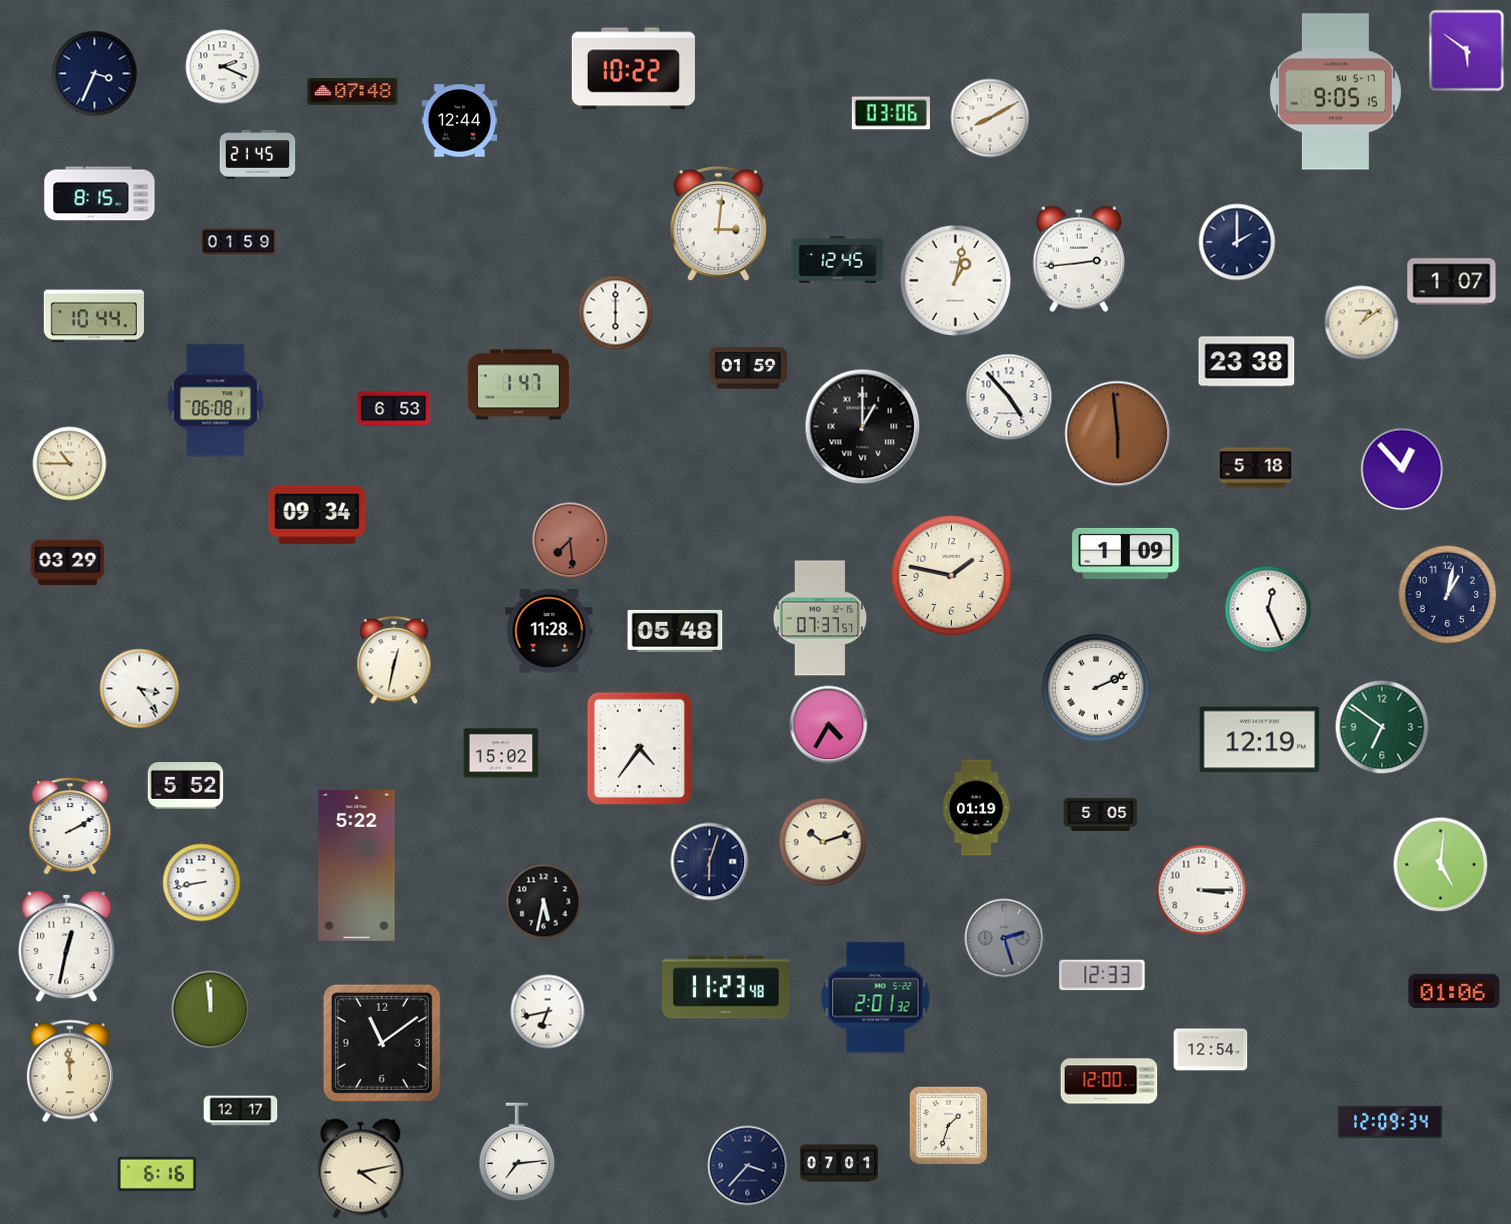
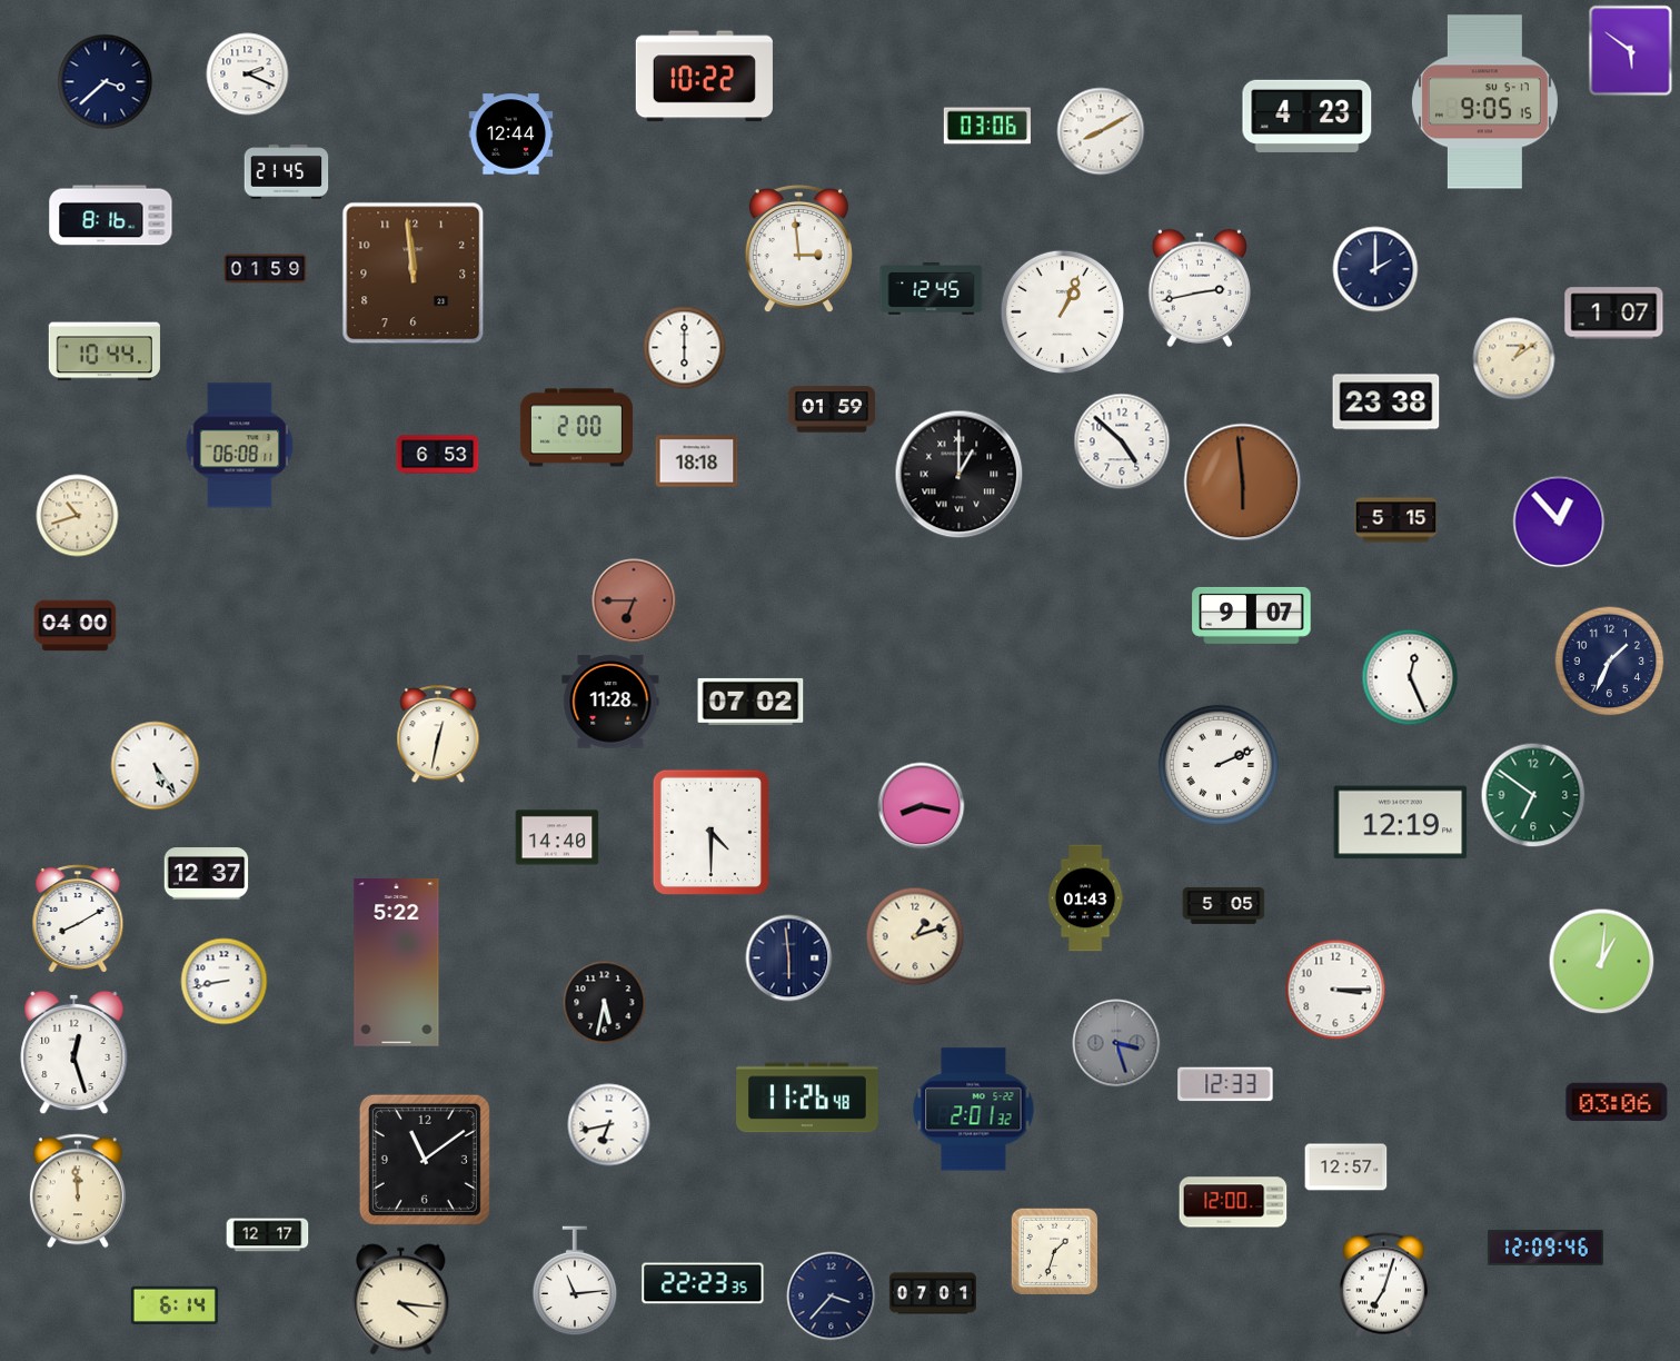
clock at (1467, 51) position: (1467, 51) -> (1631, 51)
clock at (95, 74): 3:34 -> 3:38
clock at (353, 92): 07:48 -> none
clock at (1308, 116): none -> 4:23
clock at (891, 113) position: (891, 113) -> (987, 126)
clock at (100, 194): 8:15 -> 8:16
clock at (718, 224): 3:01 -> 2:59
clock at (414, 274): none -> 11:59
clock at (1078, 259): 2:44 -> 2:43
clock at (955, 280): 1:02 -> 1:04
clock at (518, 385): 1:47 -> 2:00
clock at (1009, 397): 4:53 -> 4:52
clock at (697, 461): none -> 18:18
clock at (70, 464): 10:45 -> 10:42
clock at (1256, 468): 5:18 -> 5:15
clock at (317, 515): 09:34 -> none
clock at (570, 540): 7:29 -> 6:45
clock at (1126, 553): 1:09 -> 9:07
clock at (68, 563): 03:29 -> 04:00
clock at (951, 575): 1:47 -> none
clock at (1448, 595): 1:02 -> 1:34
clock at (820, 618): 07:37 -> none
clock at (675, 631): 05:48 -> 07:02
clock at (140, 689): 3:24 -> 5:24
clock at (829, 725): 4:35 -> 8:17
clock at (1382, 727) position: (1382, 727) -> (1533, 795)
clock at (639, 748): 4:36 -> 4:30
clock at (501, 753): 15:02 -> 14:40
clock at (186, 786): 5:52 -> 12:37
clock at (976, 808): 01:19 -> 01:43
clock at (70, 827): 2:10 -> 8:10
clock at (823, 842): 10:12 -> 1:12
clock at (710, 862): 6:03 -> 5:59
clock at (1441, 865): 5:01 -> 1:01
clock at (1004, 938): 2:27 -> 3:27
clock at (67, 947): 12:32 -> 12:27
clock at (726, 987): 11:23 -> 11:26
clock at (1454, 991): 01:06 -> 03:06
clock at (211, 1010): 11:59 -> none
clock at (1211, 1050): 12:54 -> 12:57
clock at (1390, 1122): 12:09:34 -> 12:09:46
clock at (517, 1152): 7:14 -> 11:14
clock at (703, 1283): none -> 22:23
clock at (1384, 1285): none -> 7:03
clock at (361, 1169): 4:13 -> 4:16
clock at (157, 1174): 6:16 -> 6:14
